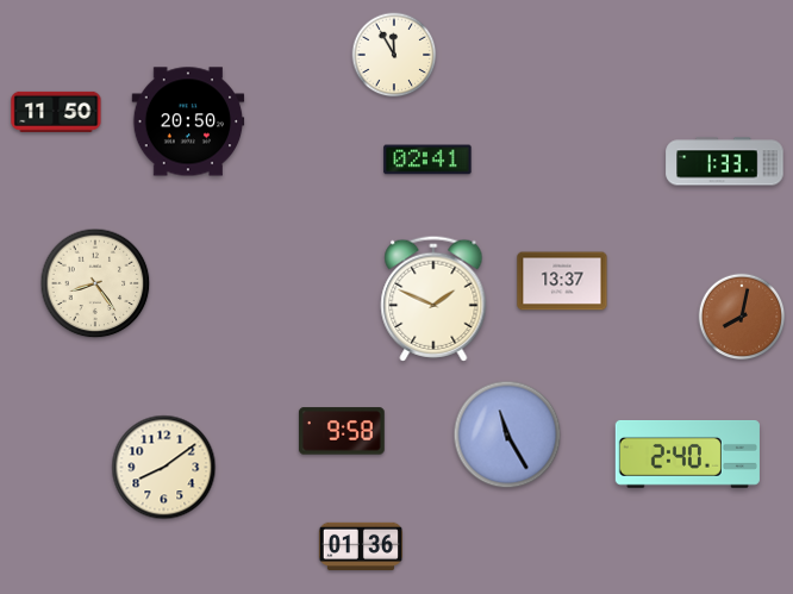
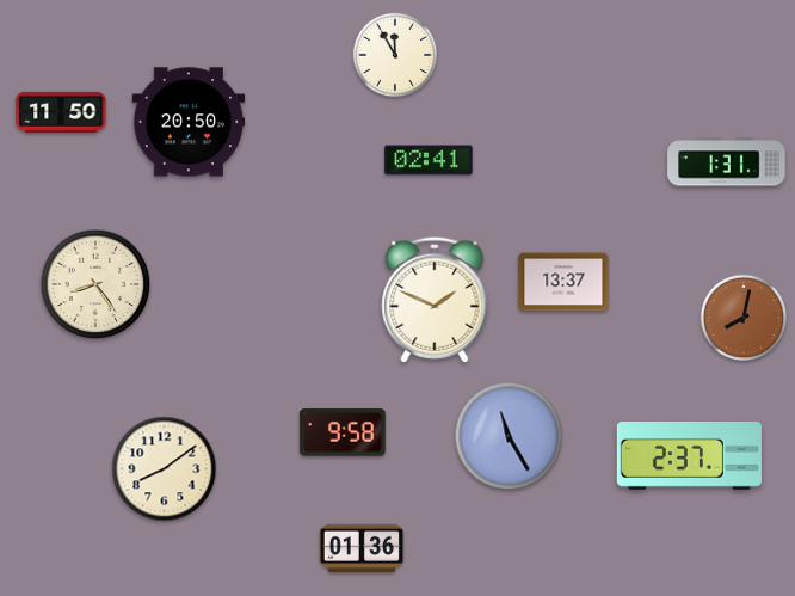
clock at (56, 112) position: (56, 112) -> (61, 112)
clock at (725, 162): 1:33 -> 1:31
clock at (687, 454): 2:40 -> 2:37
